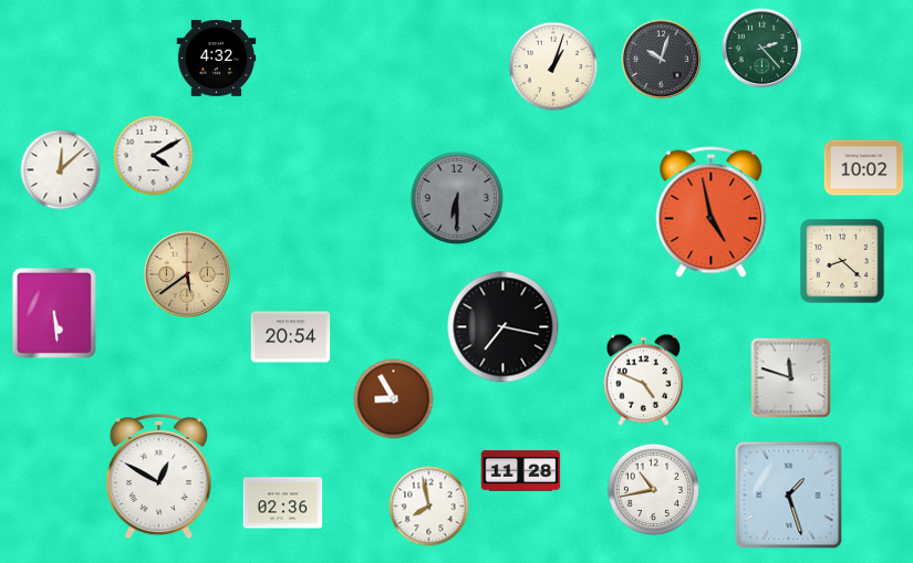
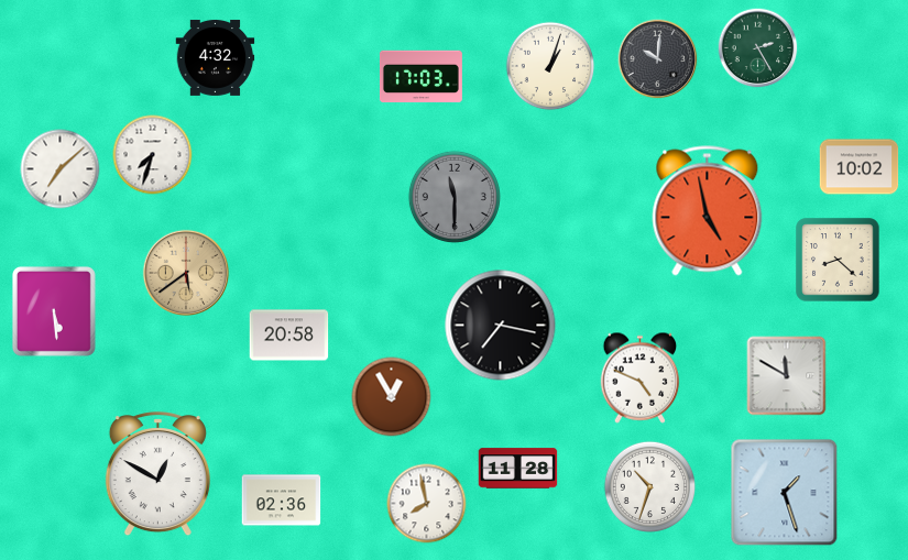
clock at (762, 49): 2:23 -> 2:25
clock at (662, 60): 10:03 -> 10:01
clock at (420, 77): none -> 17:03
clock at (154, 156): 4:10 -> 7:33
clock at (61, 170): 12:08 -> 7:08
clock at (457, 198): 6:30 -> 11:30
clock at (291, 337): 20:54 -> 20:58
clock at (791, 378): 11:48 -> 11:50
clock at (394, 399): 8:55 -> 12:55
clock at (653, 489): 10:43 -> 10:33
